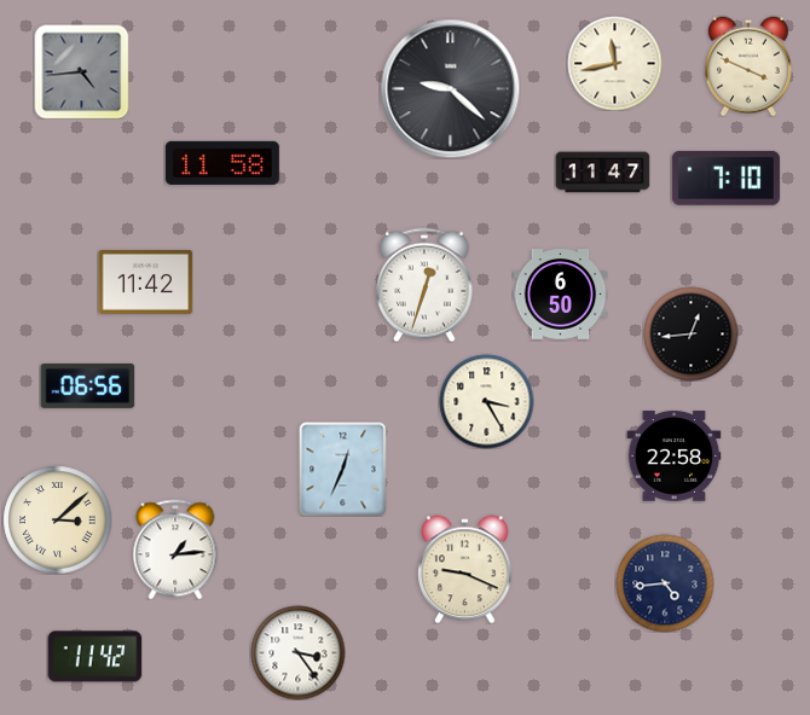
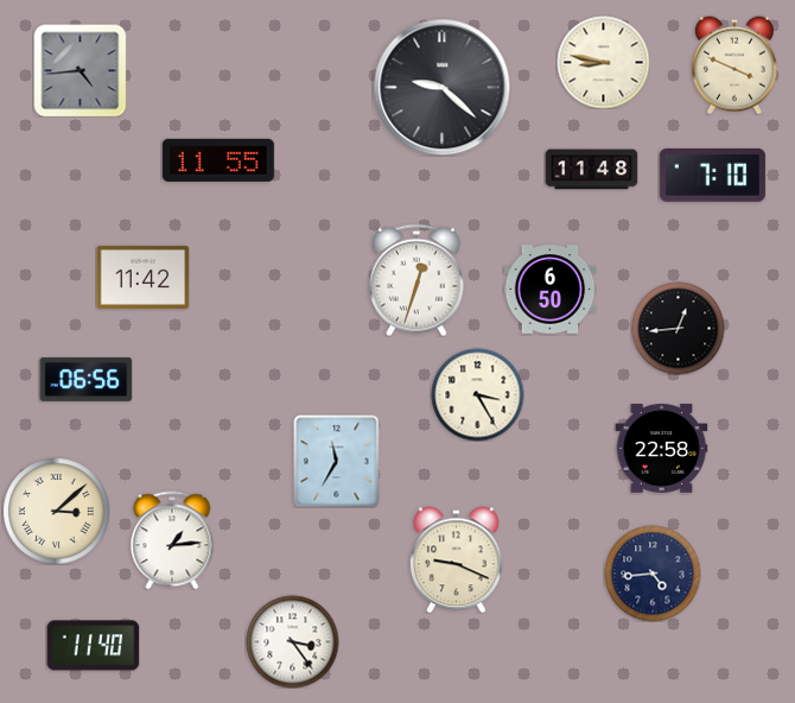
clock at (614, 63): 11:43 -> 8:47
clock at (222, 163): 11:58 -> 11:55
clock at (602, 173): 11:47 -> 11:48
clock at (343, 469): 12:34 -> 11:35
clock at (94, 657): 11:42 -> 11:40
